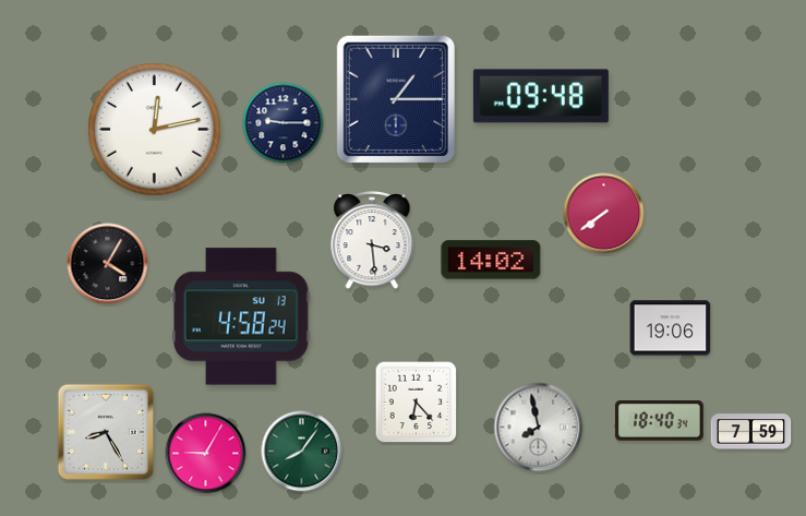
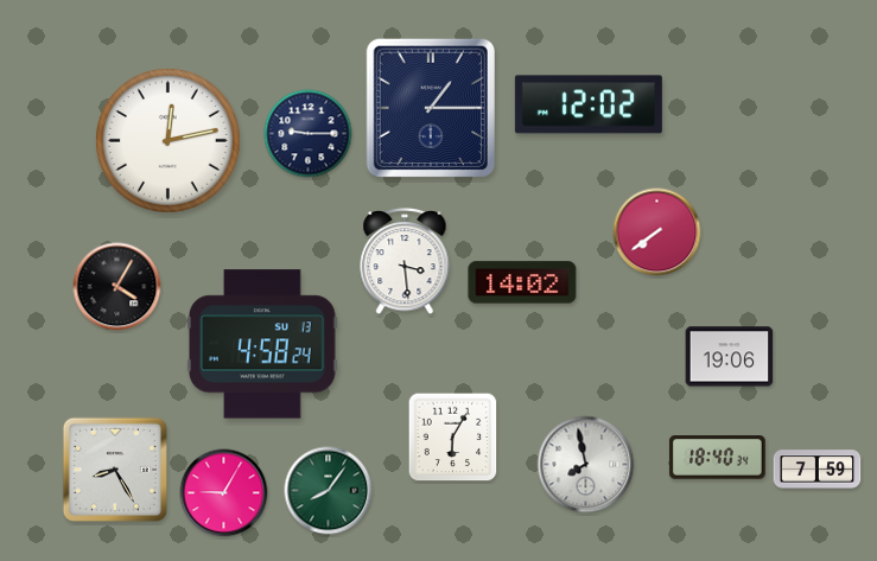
clock at (541, 96): 09:48 -> 12:02
clock at (491, 260) position: (491, 260) -> (522, 282)
clock at (417, 403): 6:23 -> 6:05
